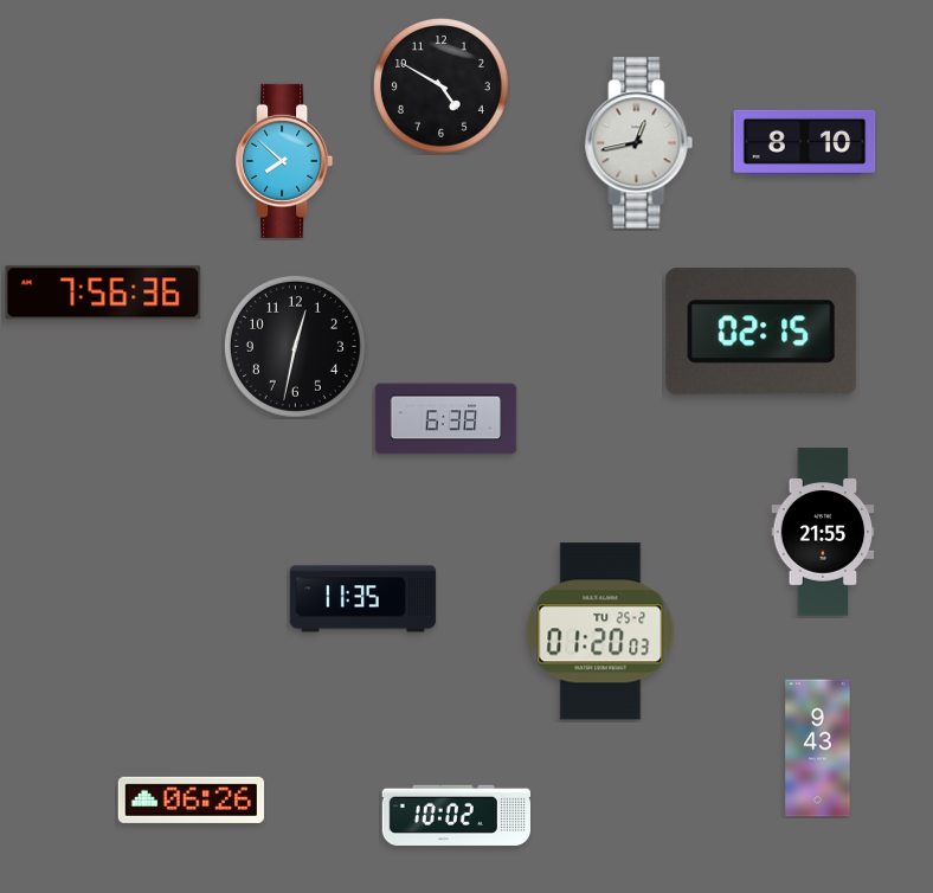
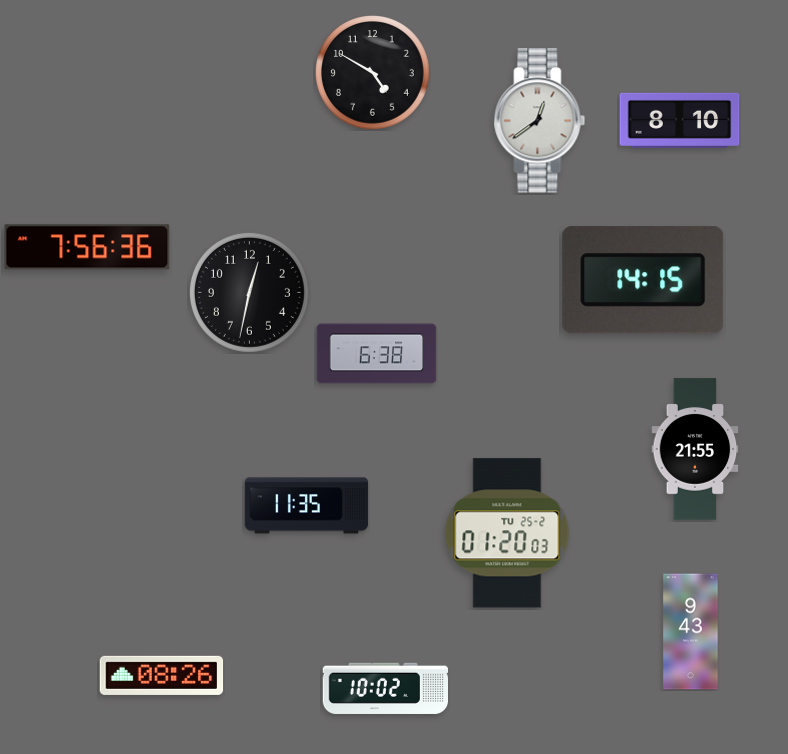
clock at (639, 143): 12:43 -> 12:39
clock at (284, 161): 7:52 -> none
clock at (761, 332): 02:15 -> 14:15
clock at (192, 799): 06:26 -> 08:26
